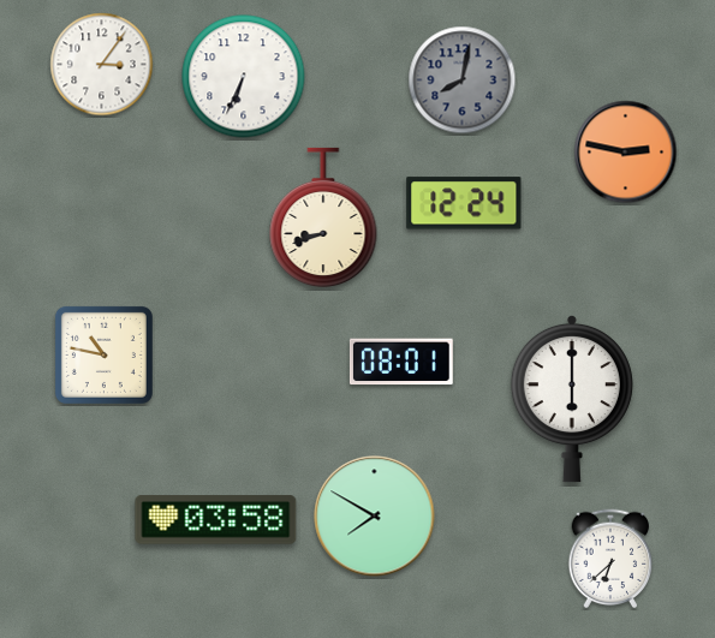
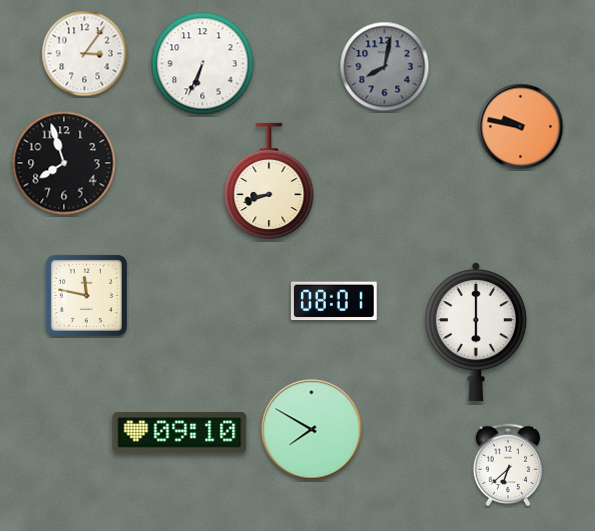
clock at (626, 153): 2:47 -> 9:47
clock at (64, 163): none -> 7:57
clock at (464, 203): 12:24 -> none
clock at (103, 354): 10:47 -> 11:47
clock at (216, 520): 03:58 -> 09:10
